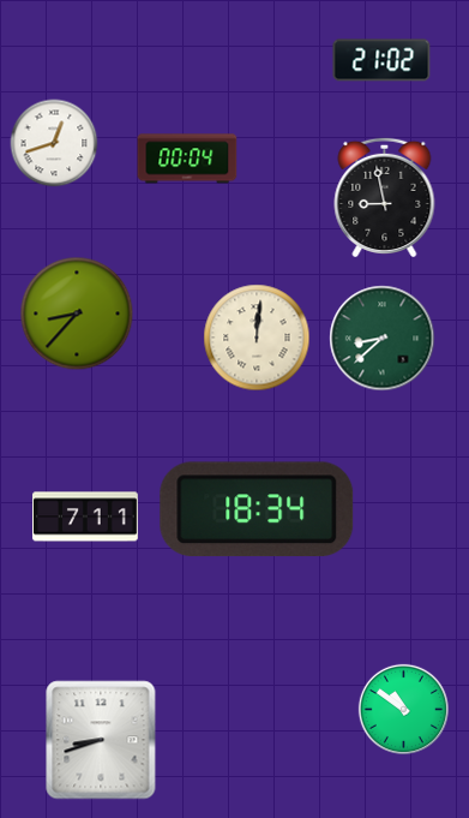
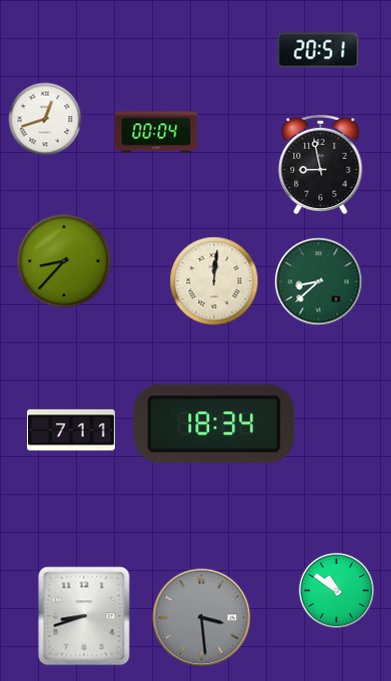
clock at (381, 60): 21:02 -> 20:51
clock at (202, 618): none -> 3:29
